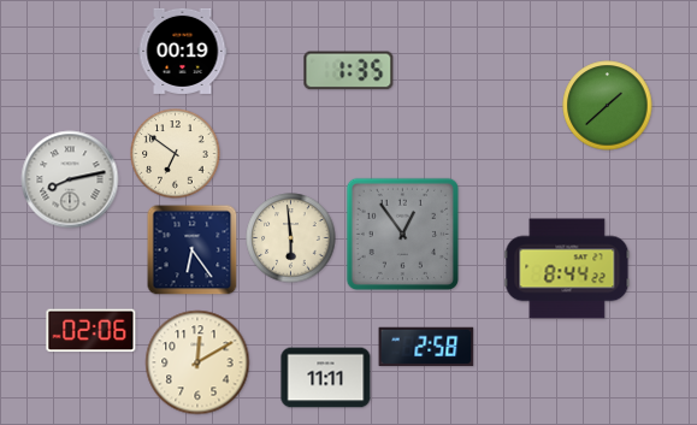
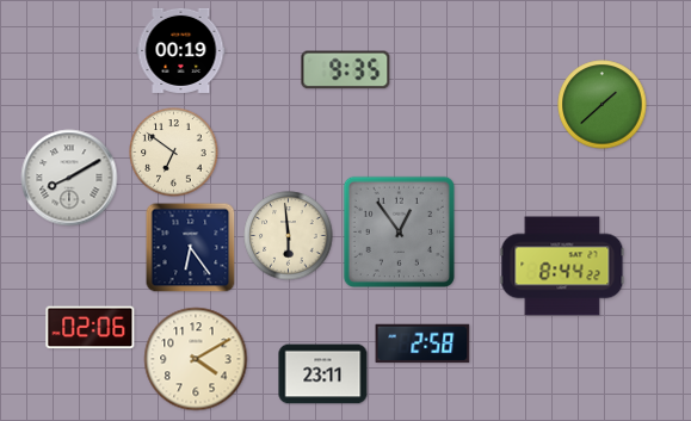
clock at (349, 71): 1:35 -> 9:35
clock at (70, 179): 8:13 -> 8:10
clock at (197, 362): 12:10 -> 4:10
clock at (326, 378): 11:11 -> 23:11
